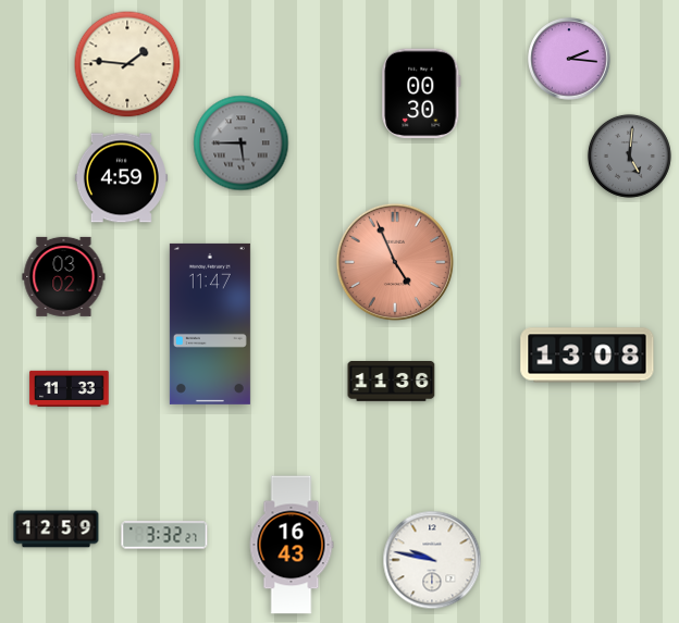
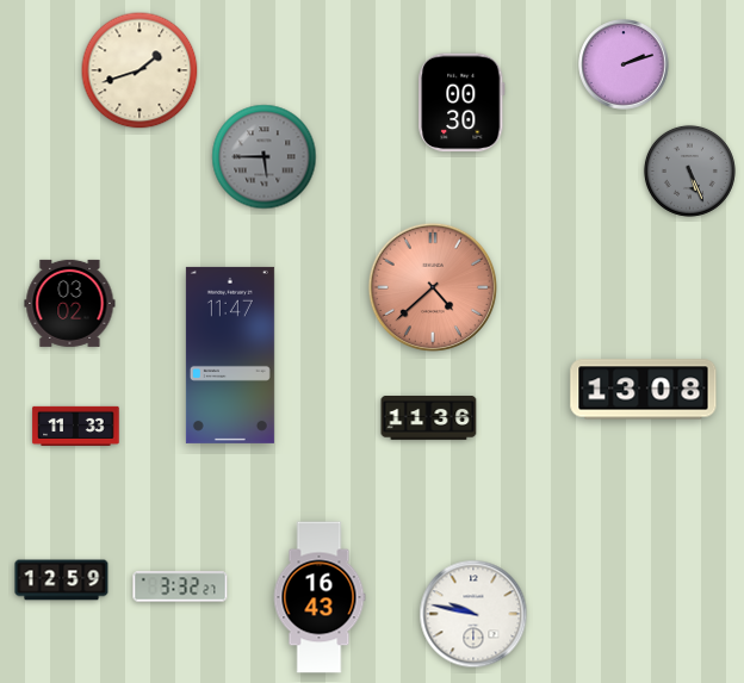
clock at (569, 59): 2:16 -> 2:12
clock at (127, 64): 1:46 -> 1:42
clock at (629, 155): 5:01 -> 5:26
clock at (121, 178): 4:59 -> none
clock at (395, 262): 4:56 -> 4:38
